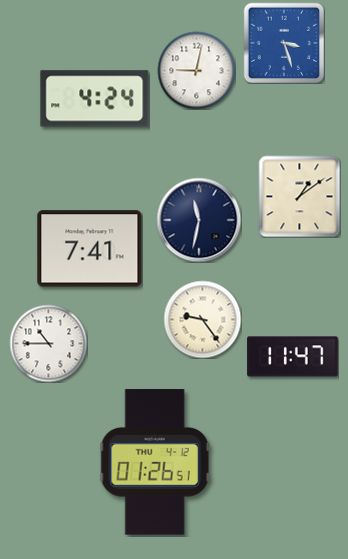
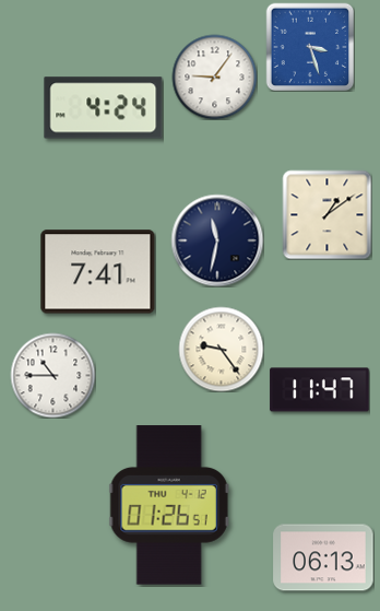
clock at (196, 70): 9:02 -> 9:06
clock at (323, 557): none -> 06:13
